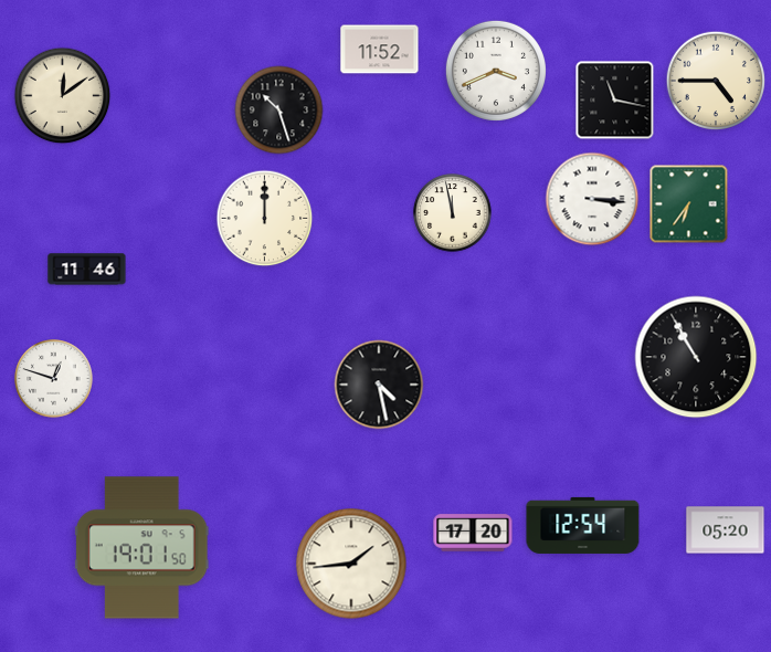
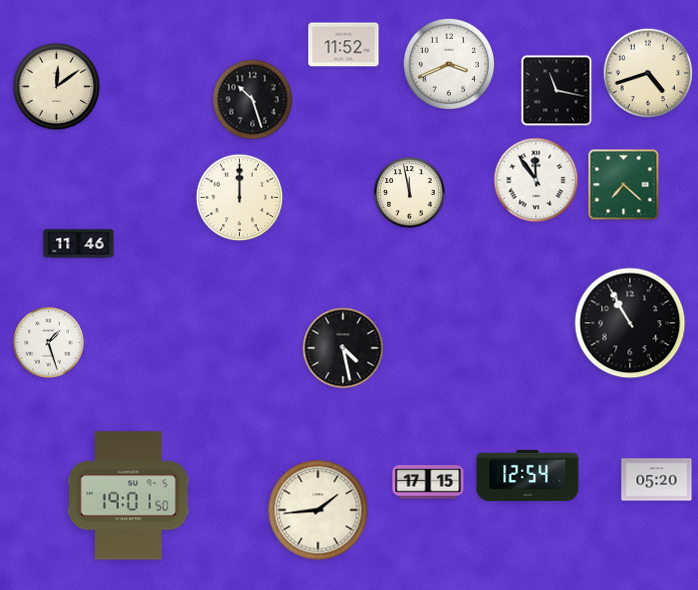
clock at (716, 81): 4:45 -> 4:42
clock at (592, 199): 3:16 -> 11:54
clock at (689, 204): 6:36 -> 7:22
clock at (54, 379): 12:48 -> 1:27
clock at (473, 533): 17:20 -> 17:15
